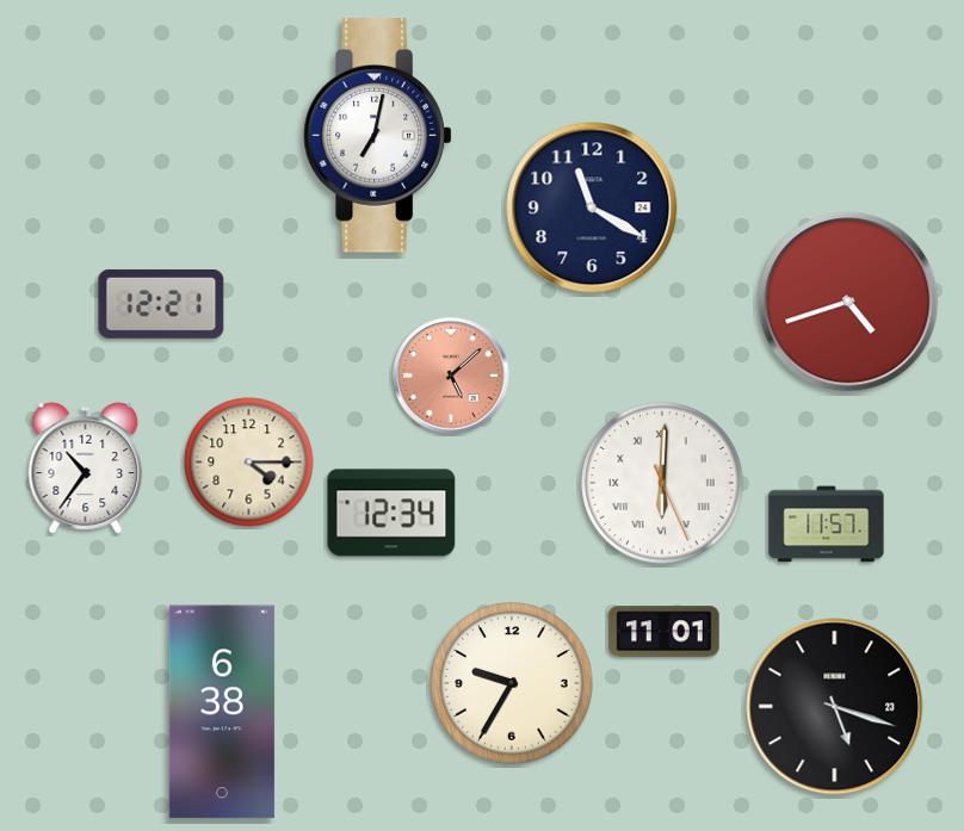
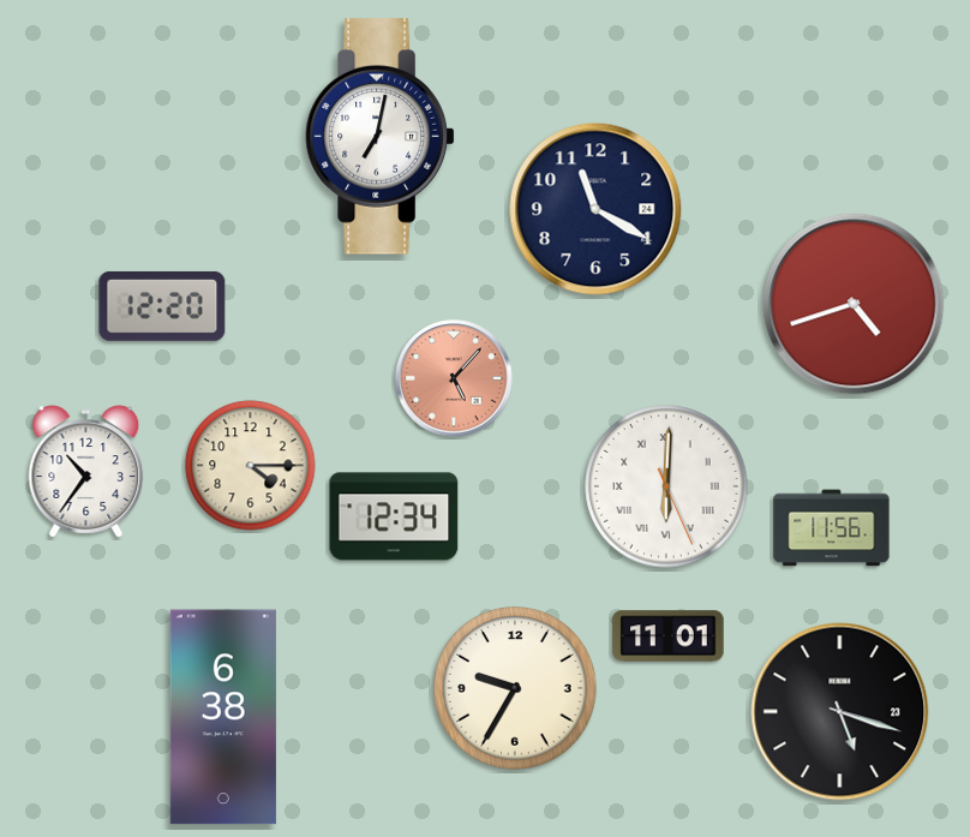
clock at (161, 304): 12:21 -> 12:20
clock at (451, 376): 5:08 -> 5:07
clock at (827, 525): 11:57 -> 11:56
